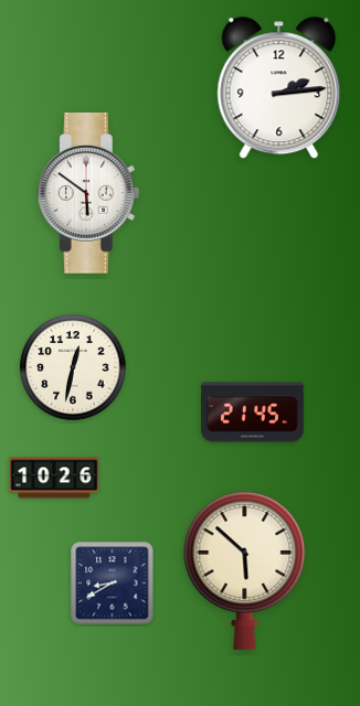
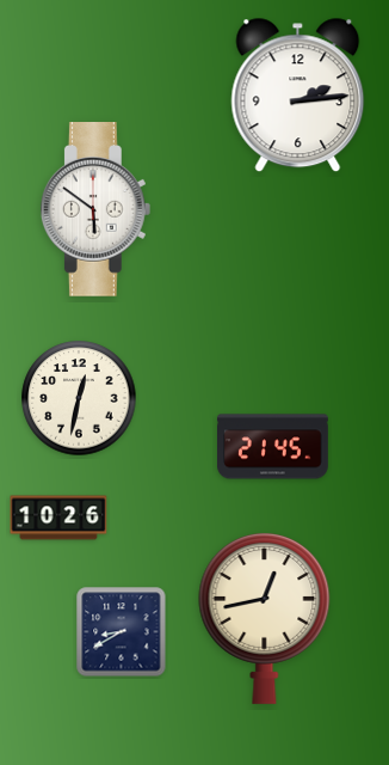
clock at (279, 88) position: (279, 88) -> (298, 96)
clock at (245, 571): 5:52 -> 12:43
